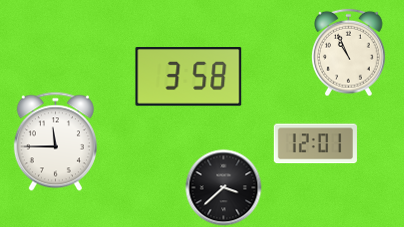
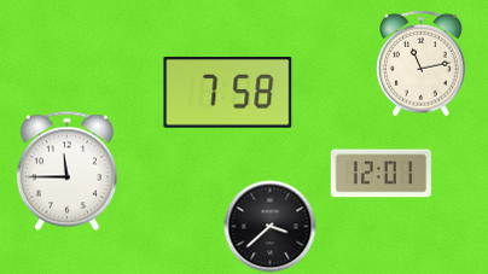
clock at (349, 53): 10:56 -> 11:13
clock at (189, 77): 3:58 -> 7:58
